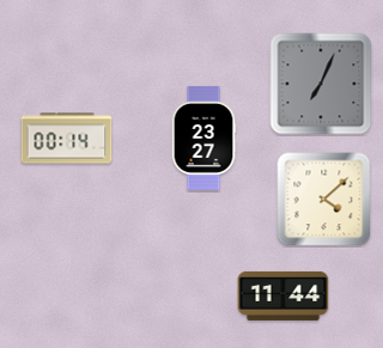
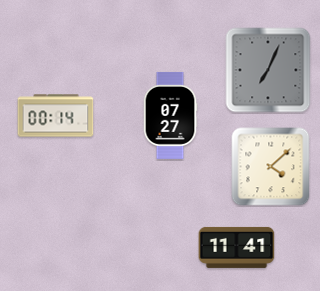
clock at (203, 138): 23:27 -> 07:27
clock at (284, 295): 11:44 -> 11:41
